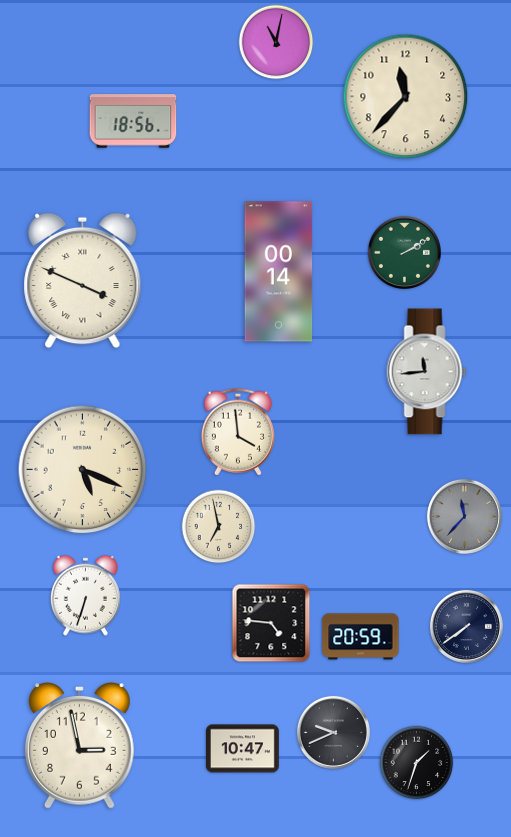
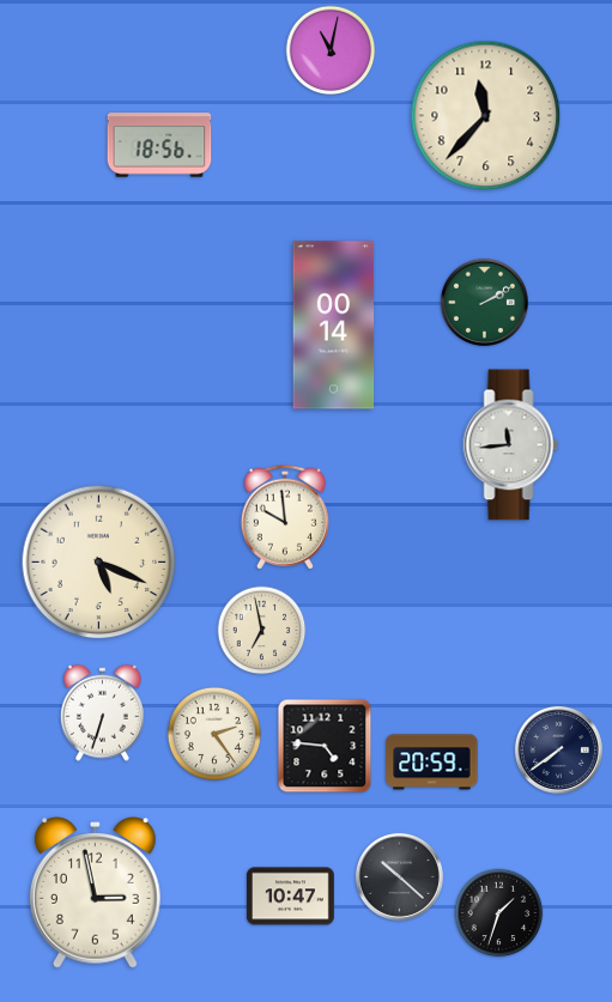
clock at (83, 281): 3:49 -> none
clock at (238, 432): 3:59 -> 9:59
clock at (464, 516): 11:37 -> none
clock at (214, 734): none -> 2:24
clock at (333, 732): 9:41 -> 10:22
